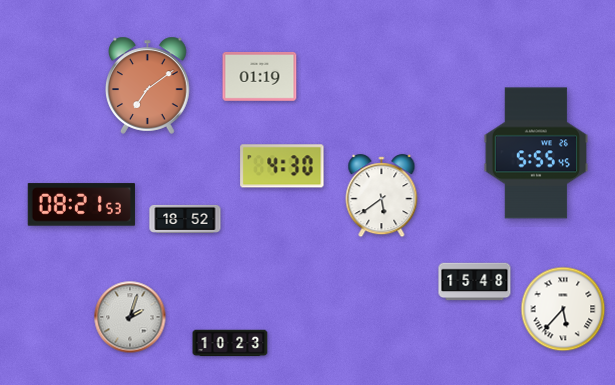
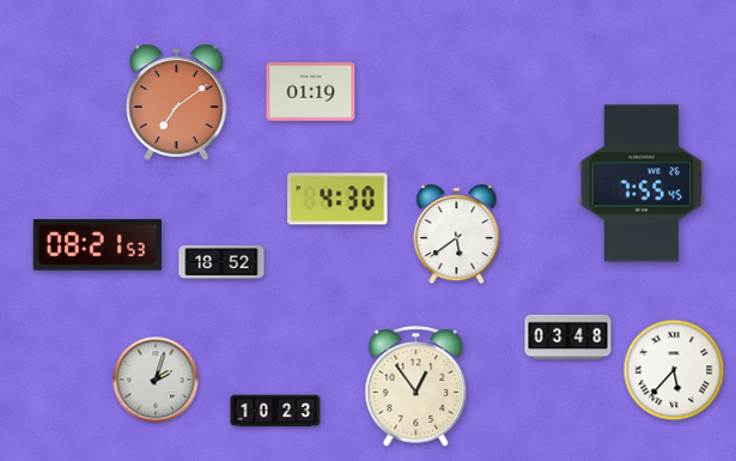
clock at (536, 153): 5:55 -> 7:55
clock at (475, 282): 15:48 -> 03:48
clock at (416, 387): none -> 12:54
